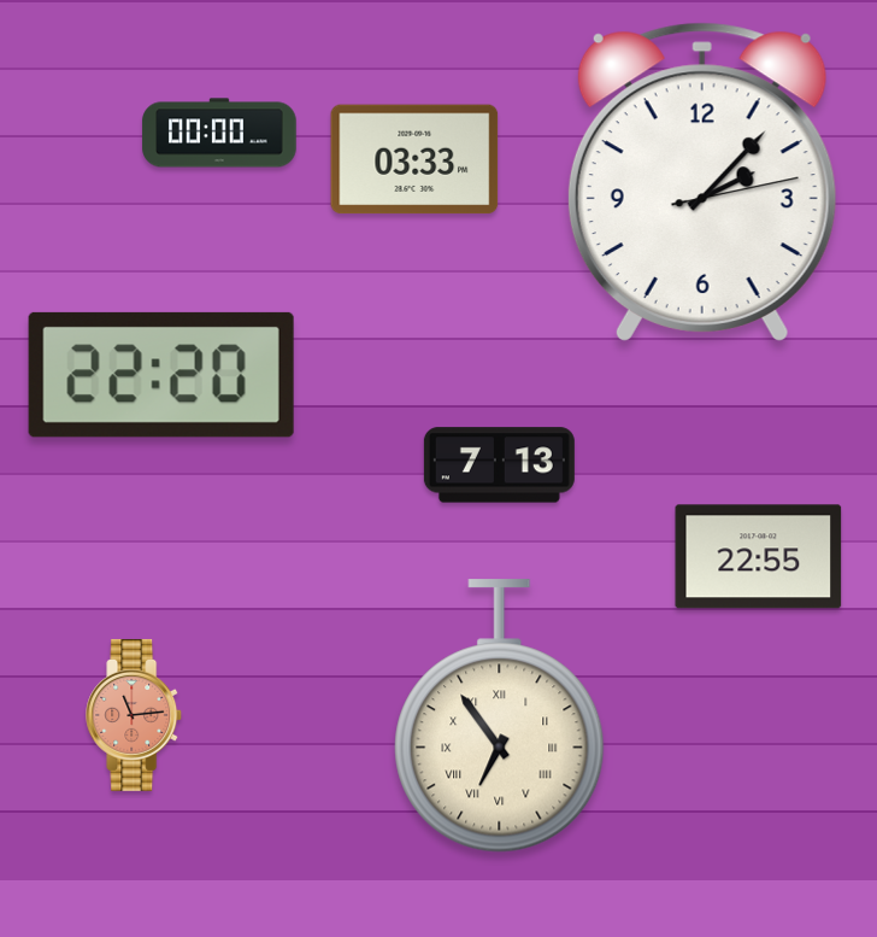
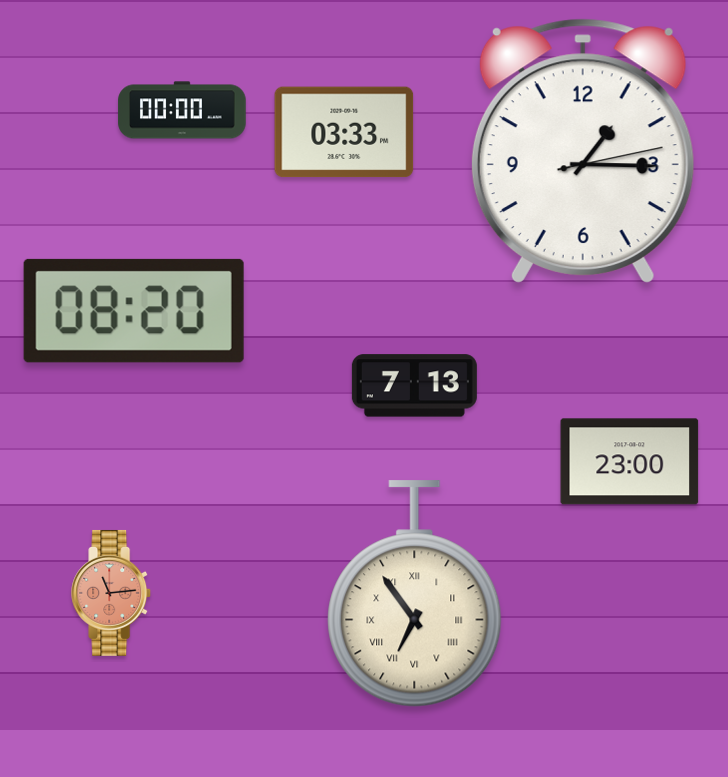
clock at (702, 182): 2:07 -> 1:15
clock at (161, 375): 22:20 -> 08:20
clock at (759, 557): 22:55 -> 23:00
